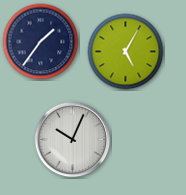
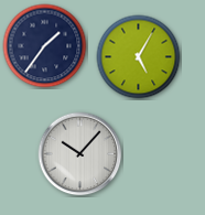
clock at (73, 140): 10:04 -> 10:07
